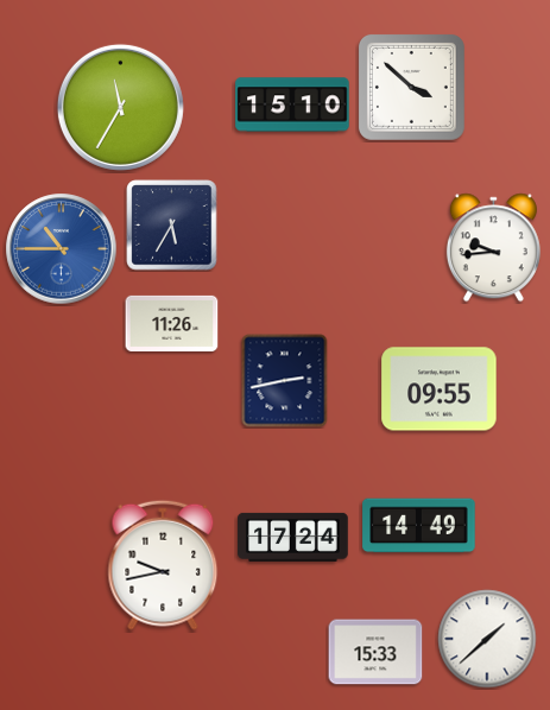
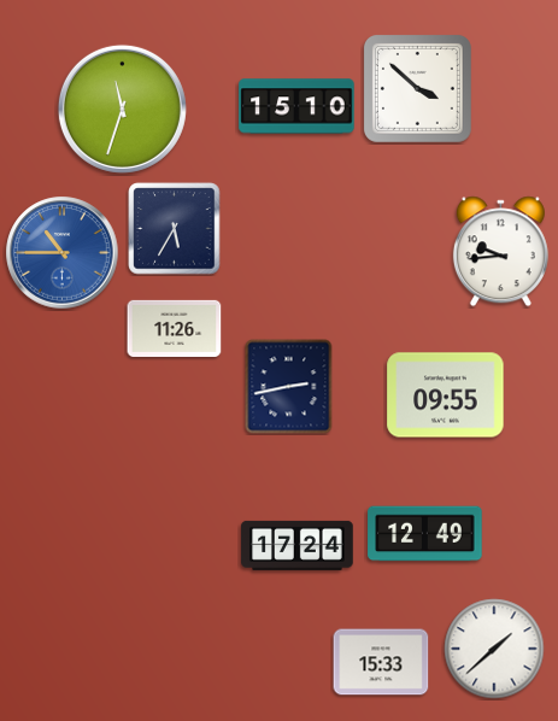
clock at (120, 107): 11:35 -> 11:33
clock at (419, 526): 14:49 -> 12:49
clock at (163, 565): 9:43 -> none
